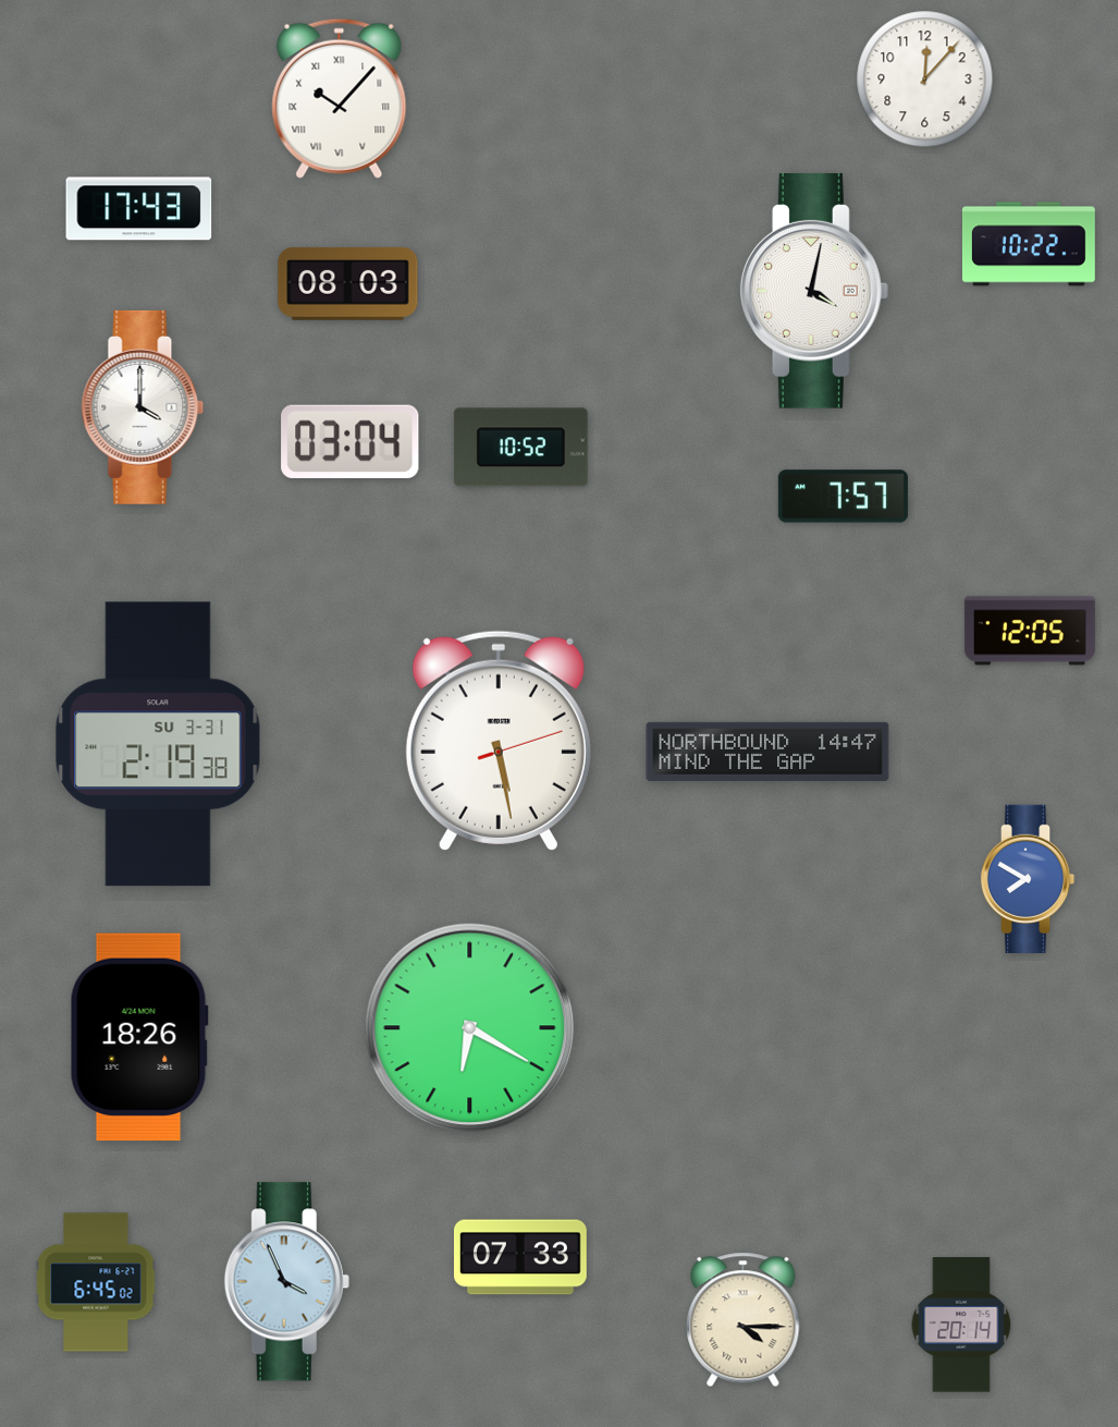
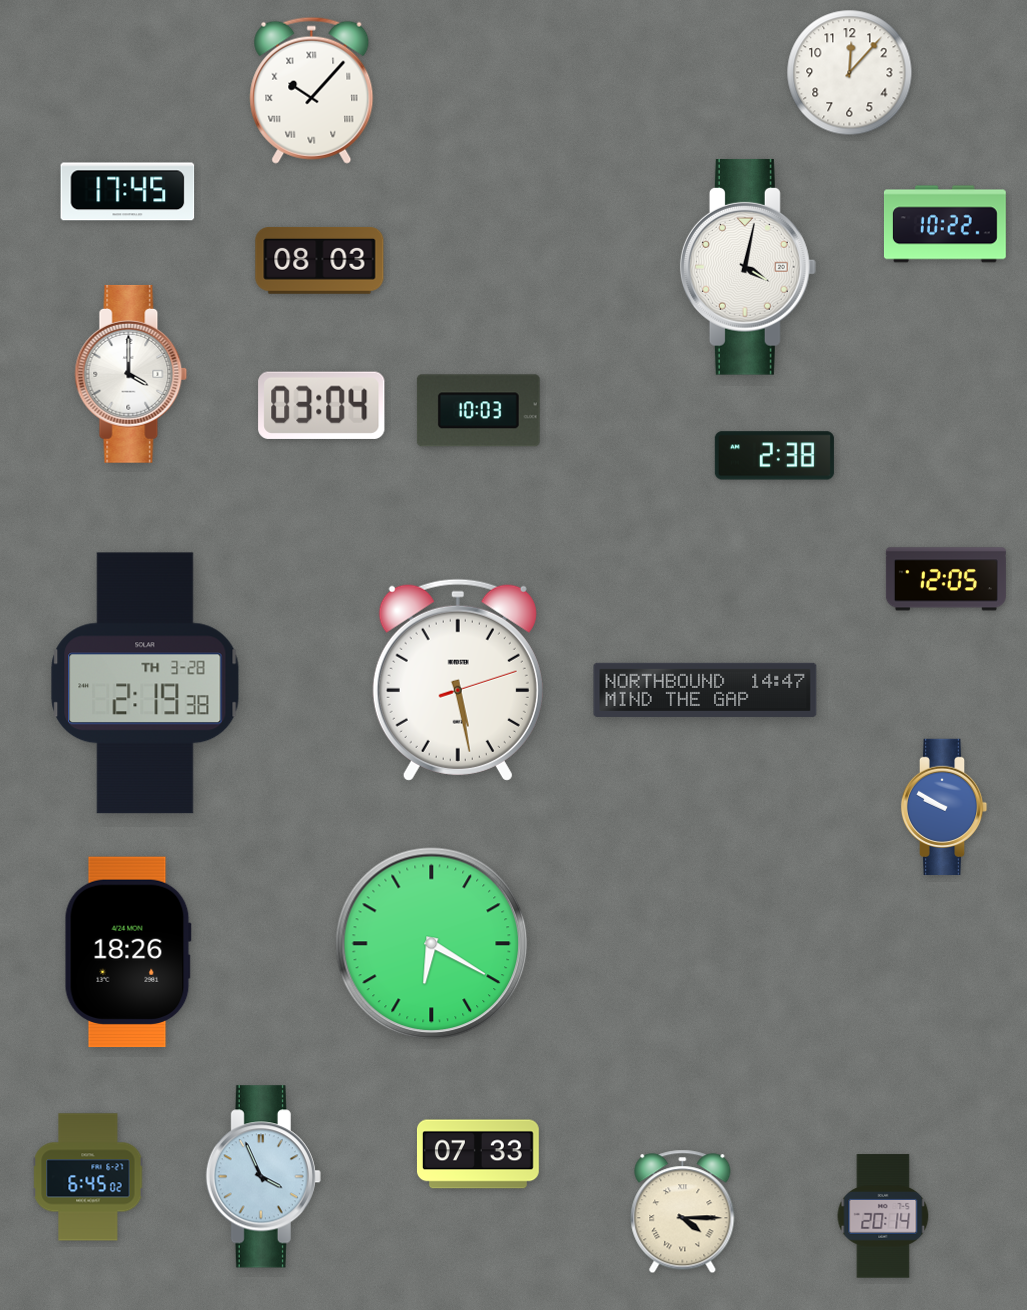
clock at (139, 209): 17:43 -> 17:45
clock at (520, 448): 10:52 -> 10:03
clock at (843, 497): 7:57 -> 2:38
clock at (158, 744) date: SU 3-31 -> TH 3-28
clock at (1028, 878): 7:50 -> 9:50
